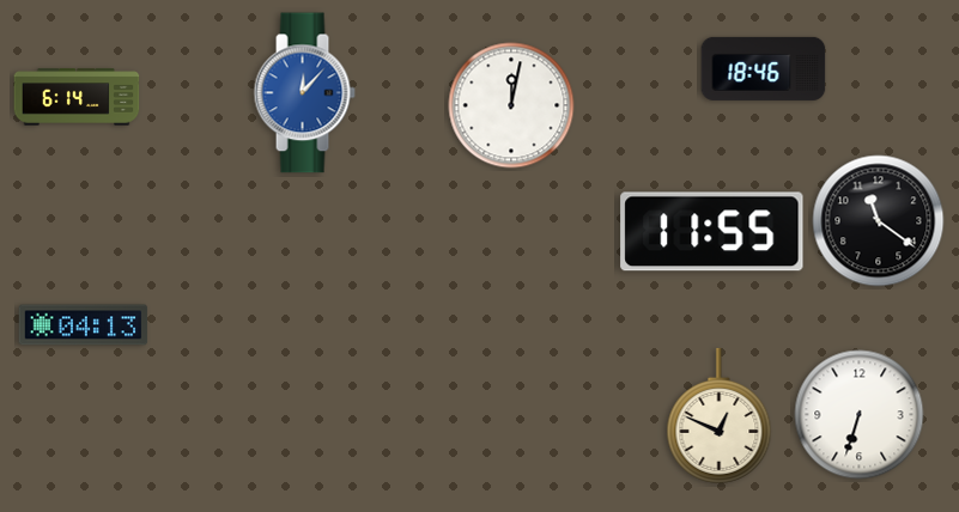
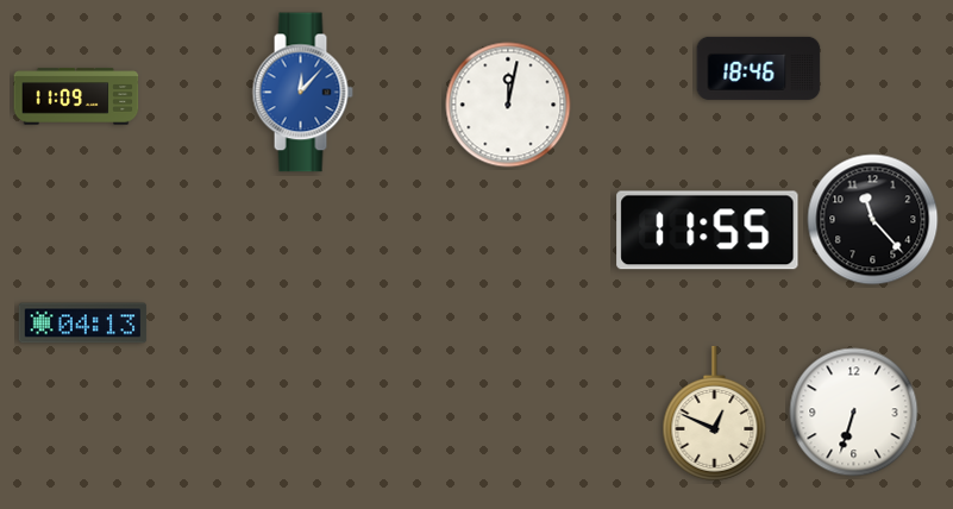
clock at (77, 97): 6:14 -> 11:09
clock at (879, 221): 11:21 -> 11:23
